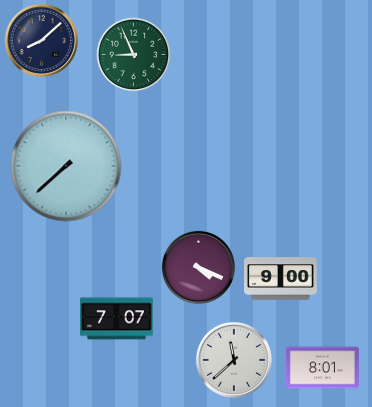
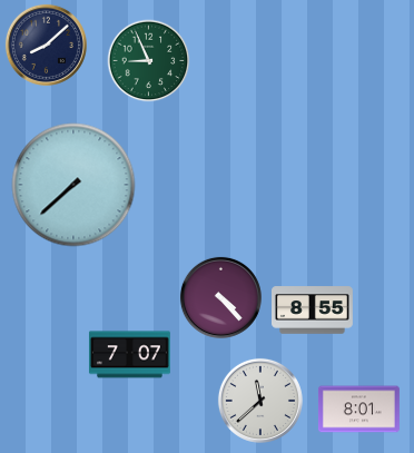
clock at (198, 267): 4:19 -> 4:23
clock at (281, 279): 9:00 -> 8:55
